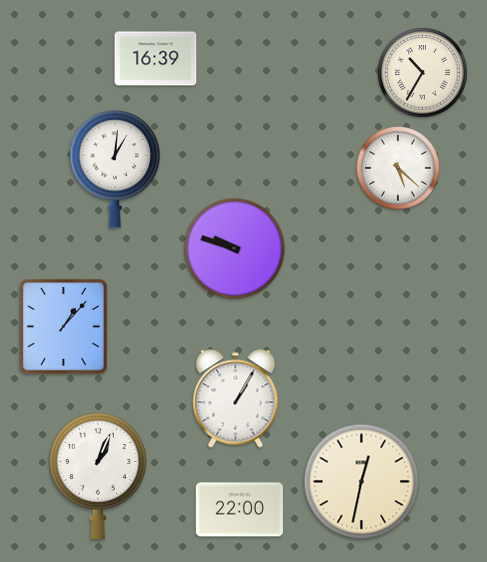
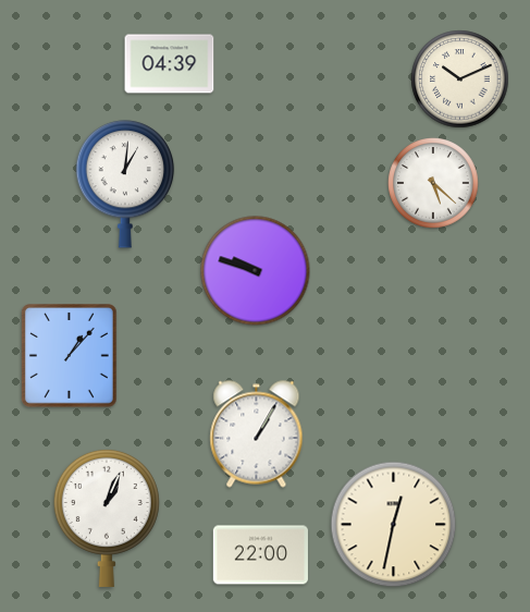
clock at (156, 59): 16:39 -> 04:39
clock at (423, 73): 10:35 -> 10:11
